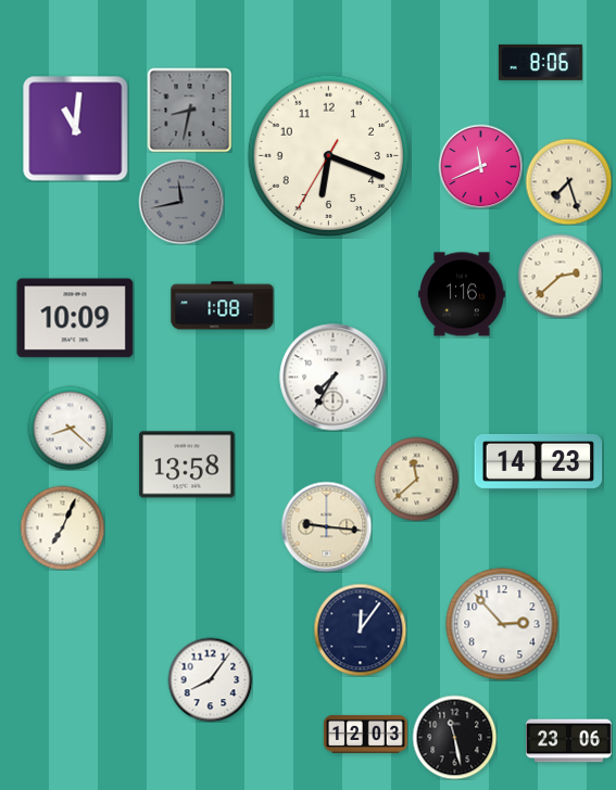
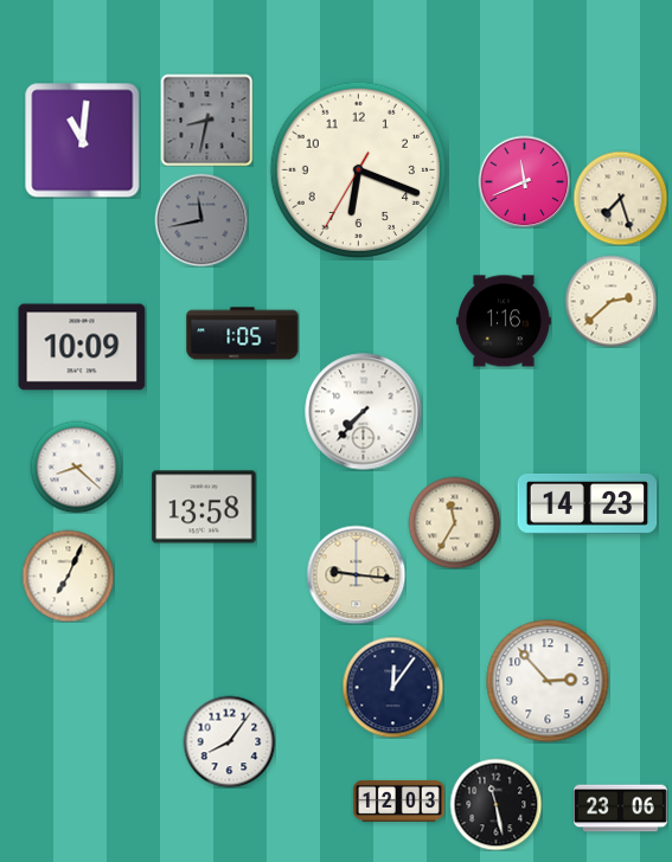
clock at (540, 62): 8:06 -> none
clock at (181, 202) position: (181, 202) -> (201, 220)
clock at (223, 306): 1:08 -> 1:05
clock at (334, 378): 7:35 -> 7:37
clock at (416, 479): 11:38 -> 11:35
